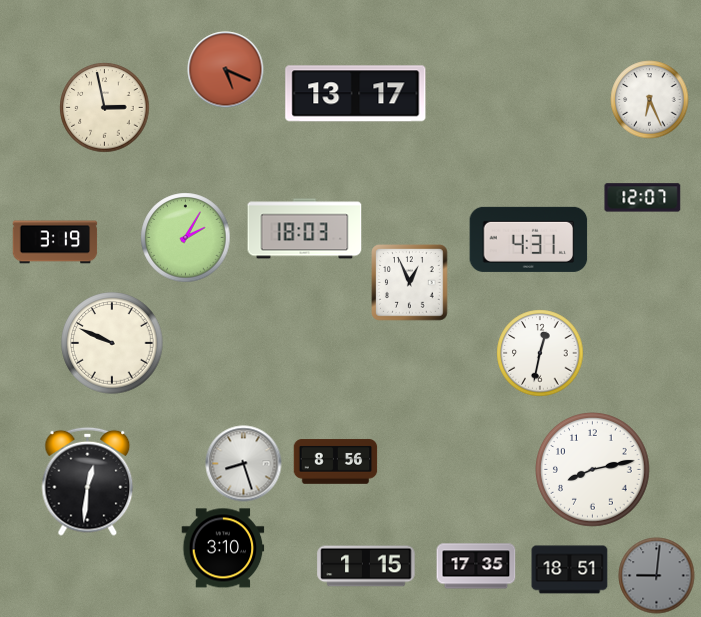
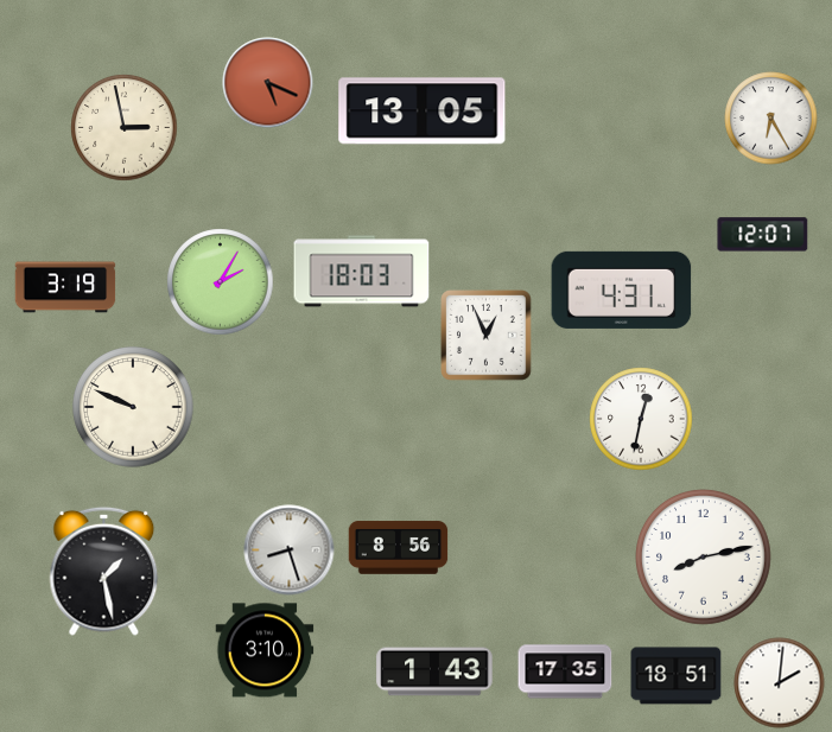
clock at (356, 94): 13:17 -> 13:05
clock at (650, 100): 6:26 -> 6:25
clock at (529, 239) position: (529, 239) -> (622, 289)
clock at (88, 481): 12:31 -> 1:28
clock at (366, 566): 1:15 -> 1:43
clock at (657, 576): 9:01 -> 2:01
clock at (657, 576) dial: grey -> white
